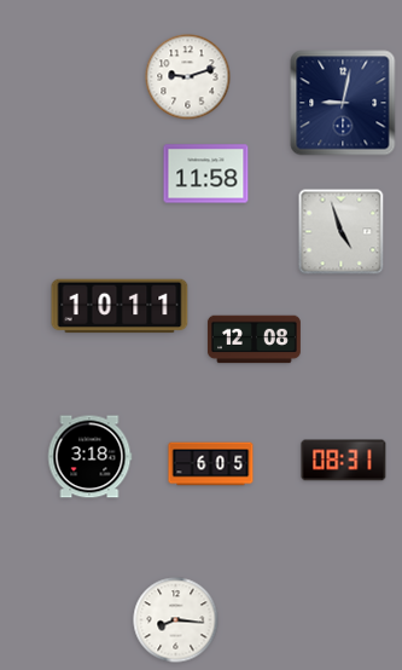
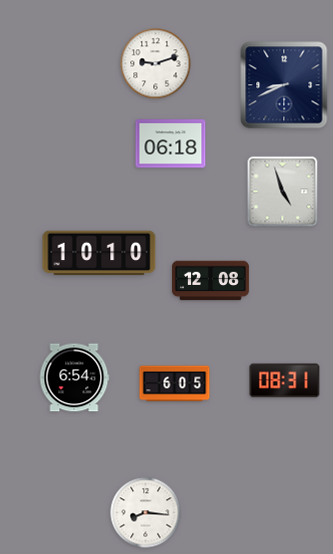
clock at (343, 103): 9:02 -> 8:41
clock at (206, 174): 11:58 -> 06:18
clock at (120, 306): 10:11 -> 10:10
clock at (89, 457): 3:18 -> 6:54
